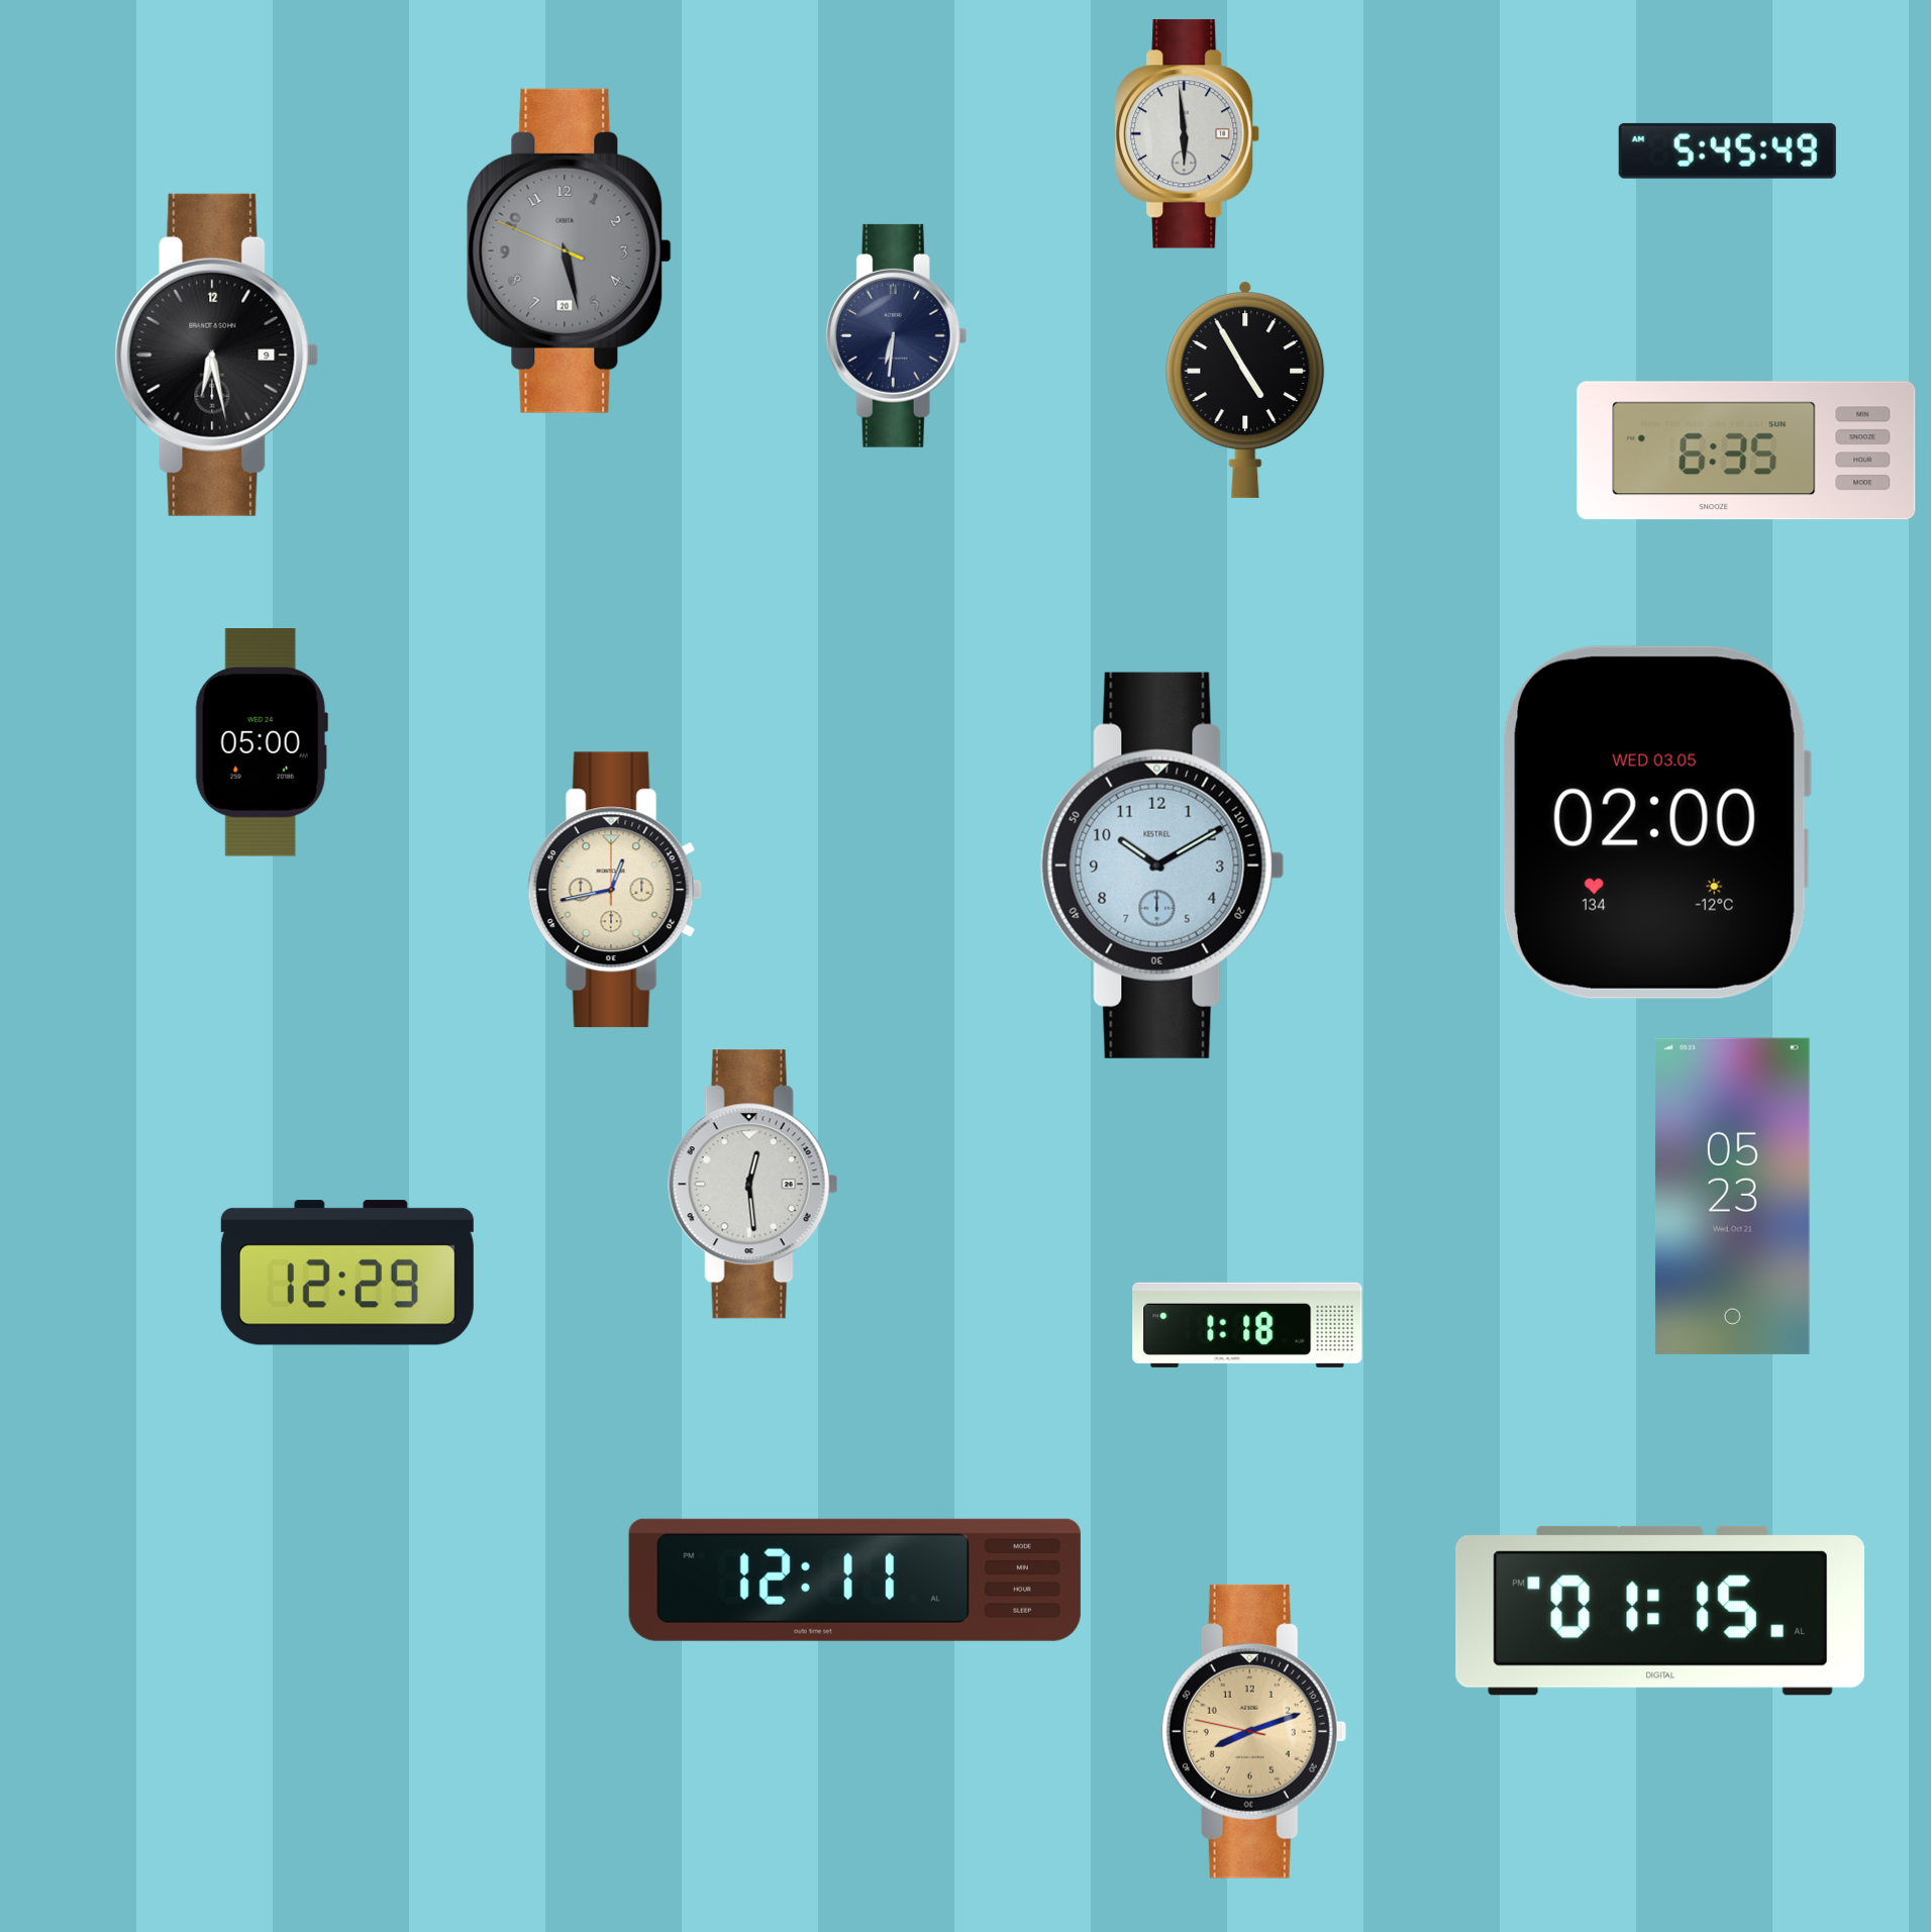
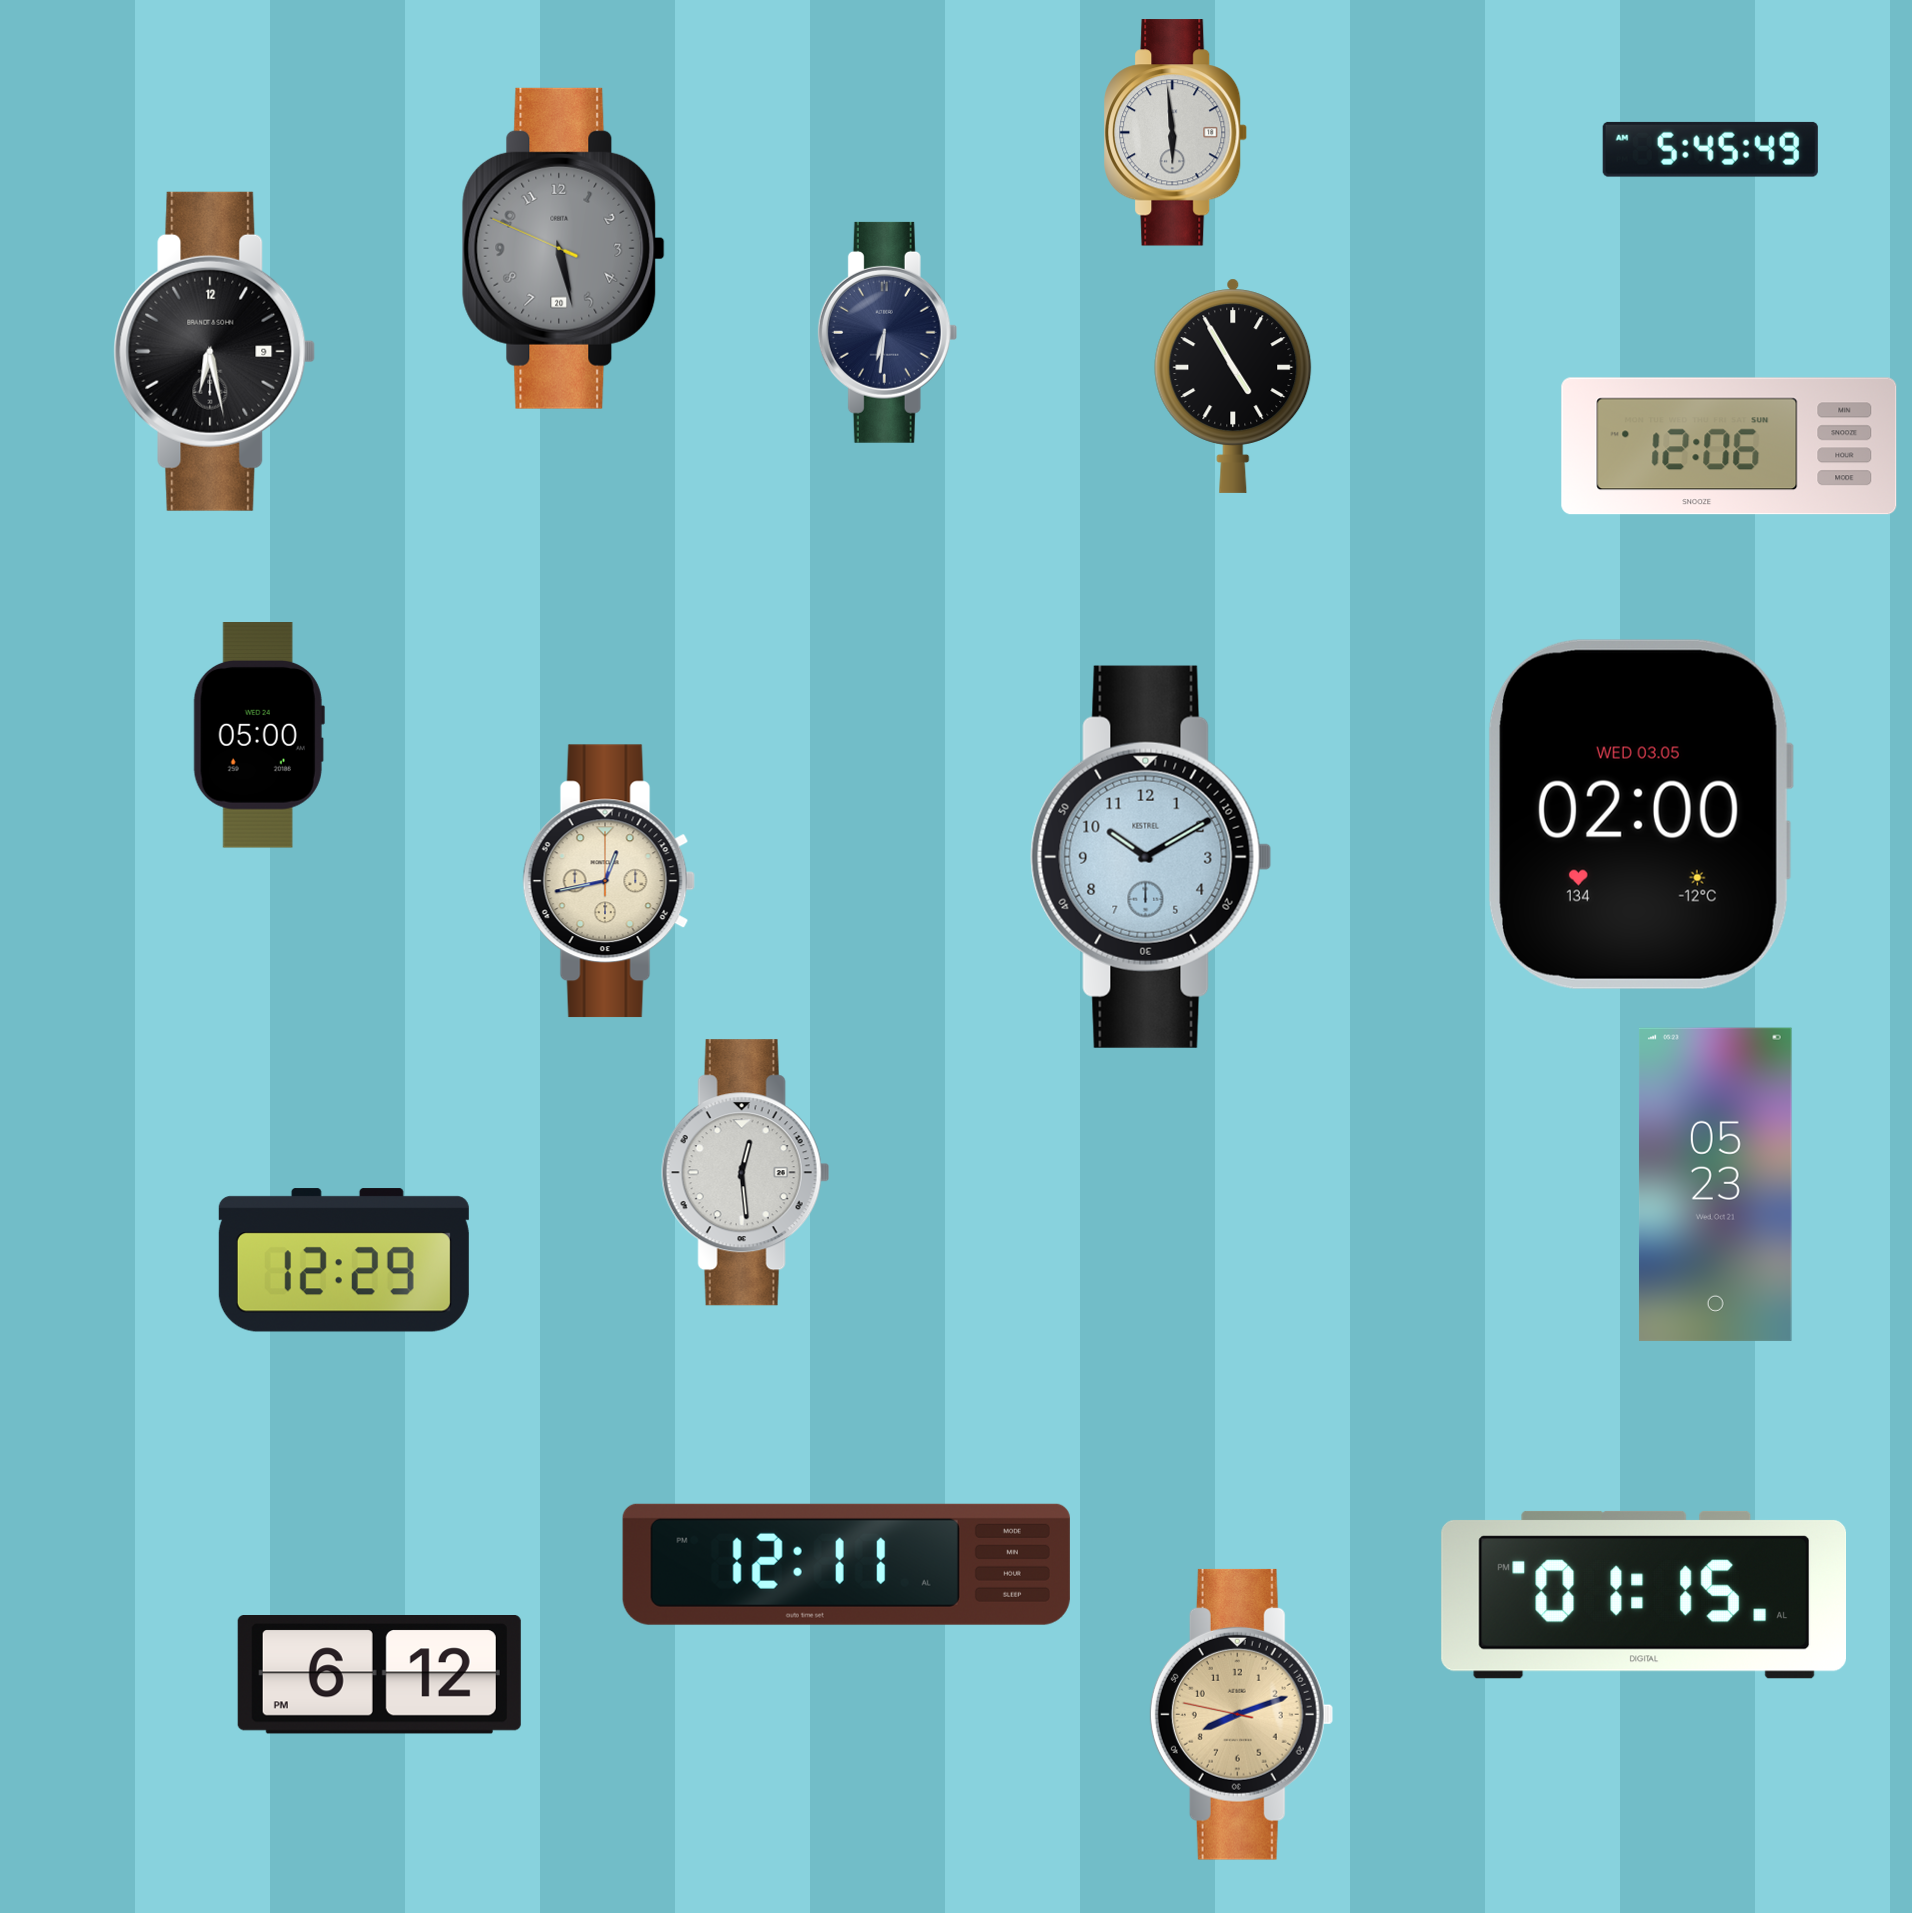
clock at (1746, 450): 6:35 -> 12:06
clock at (1247, 1325): 1:18 -> none
clock at (379, 1675): none -> 6:12
